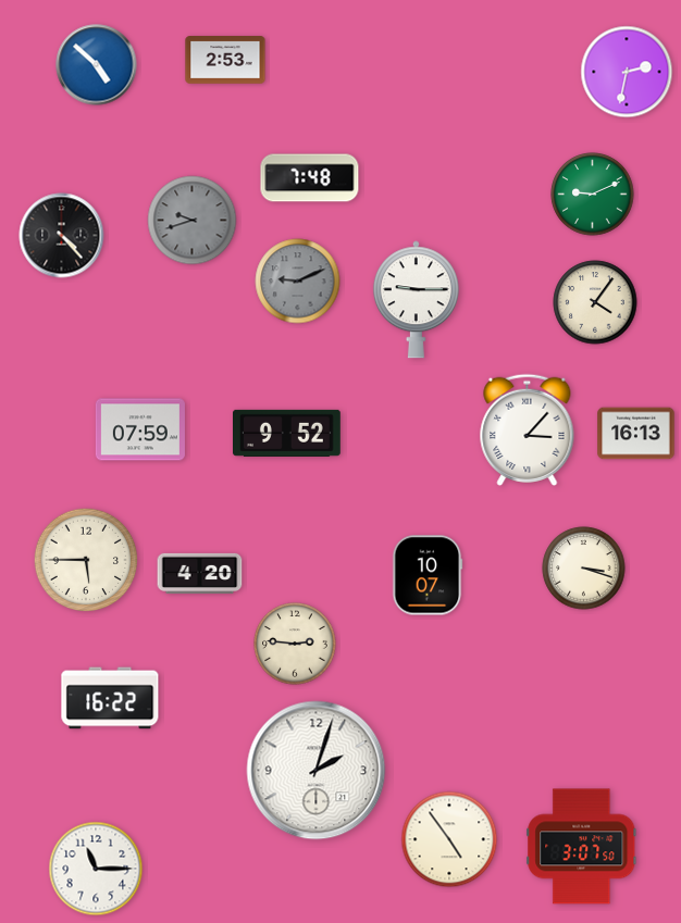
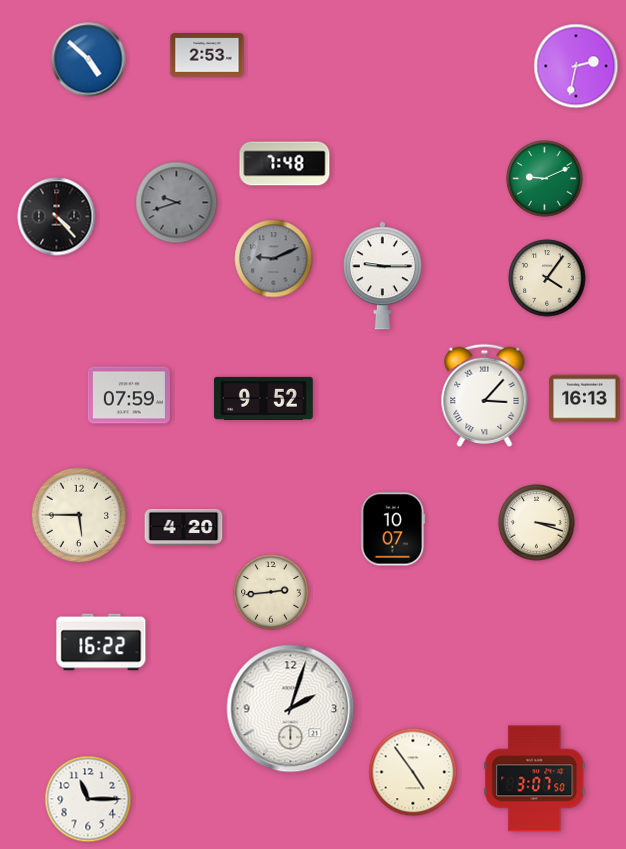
clock at (295, 644): 2:46 -> 2:44
